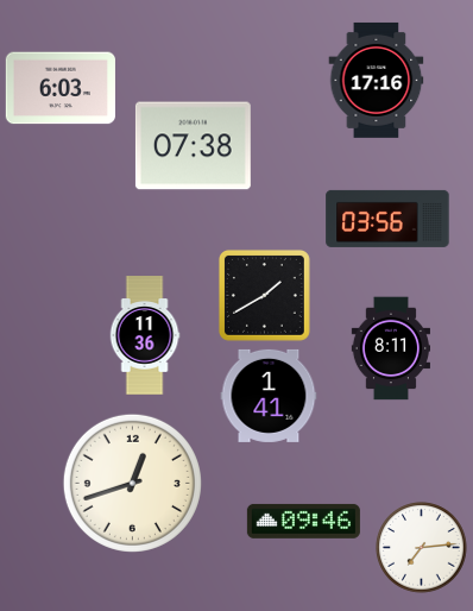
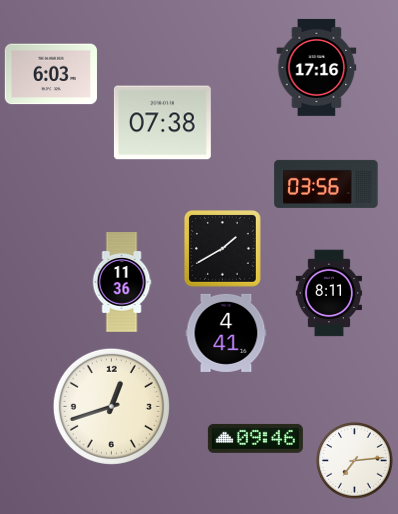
clock at (269, 396): 1:41 -> 4:41
